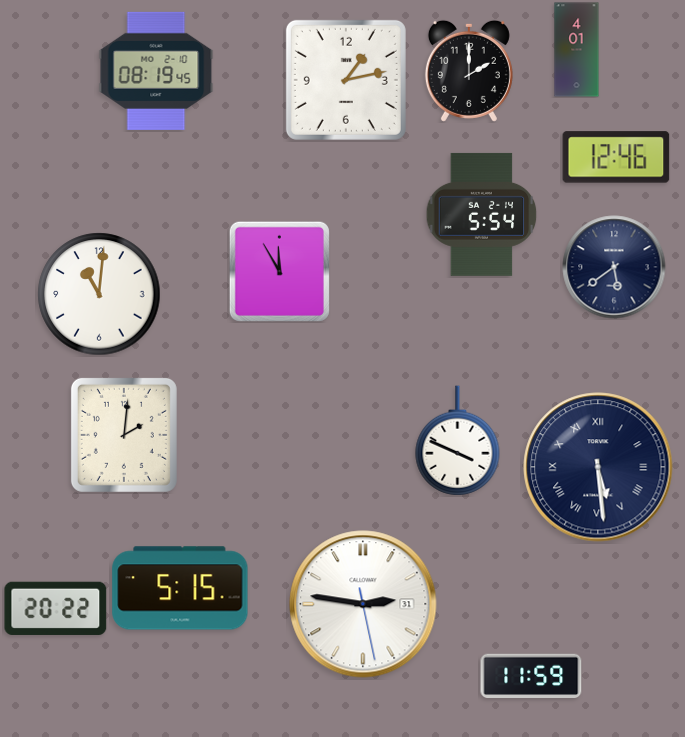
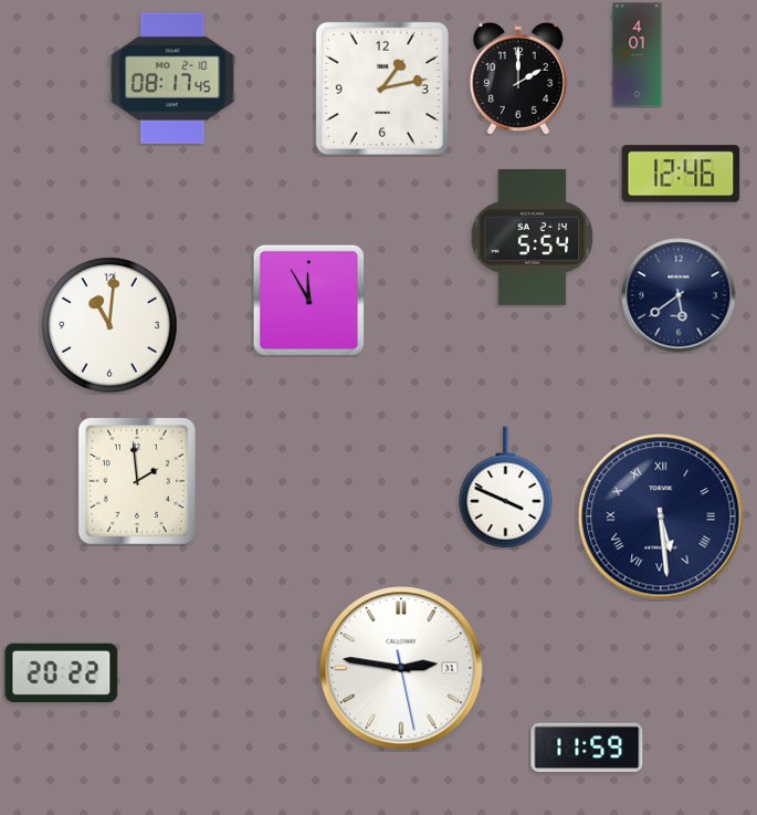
clock at (156, 71): 08:19 -> 08:17
clock at (124, 435): 2:01 -> 1:59
clock at (180, 588): 5:15 -> none
